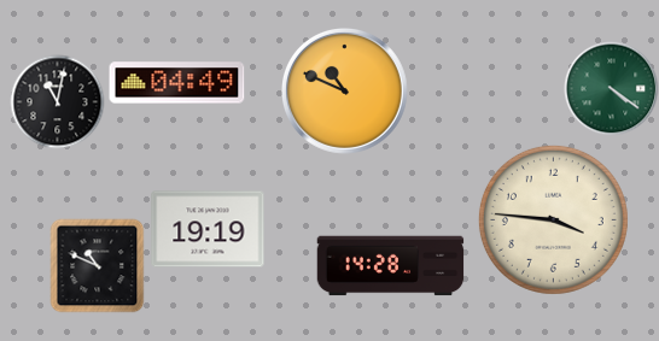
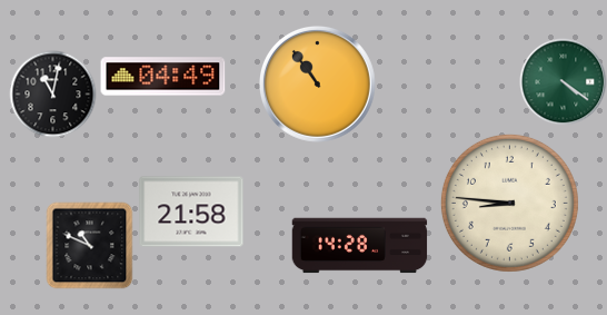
clock at (345, 92): 10:49 -> 10:54
clock at (553, 219): 3:46 -> 8:46
clock at (208, 229): 19:19 -> 21:58
